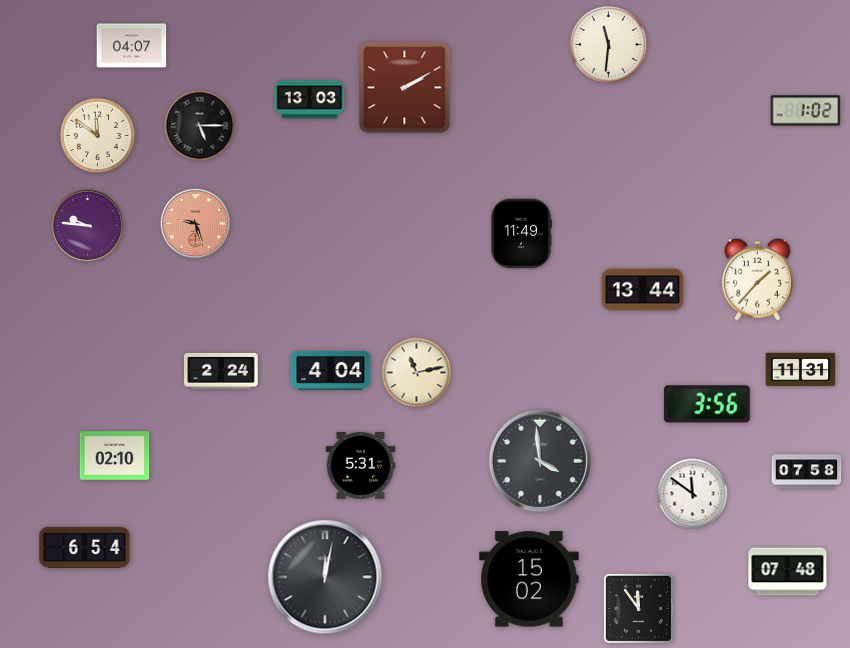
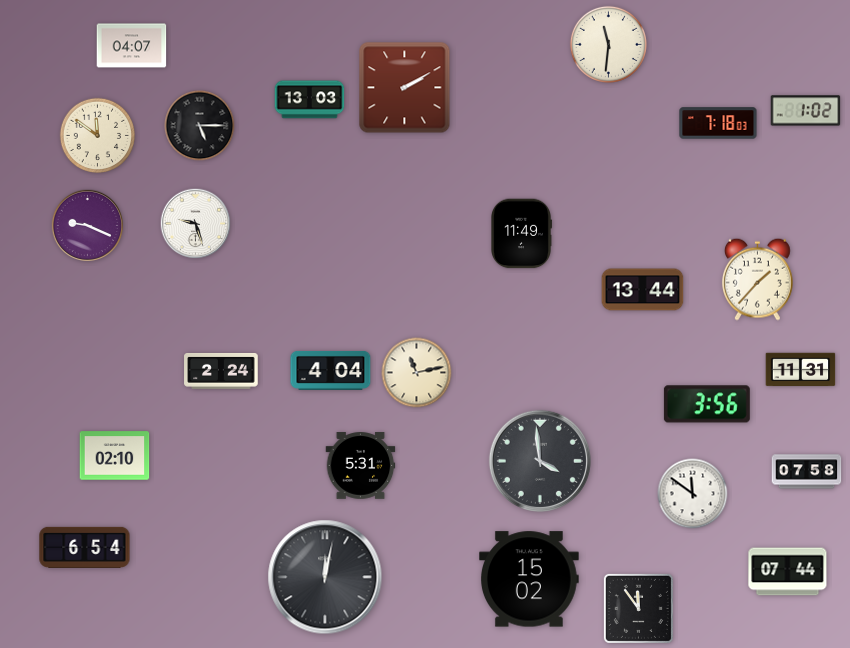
clock at (718, 123): none -> 7:18
clock at (196, 224) dial: salmon -> white
clock at (87, 225): 9:46 -> 9:19
clock at (788, 572): 07:48 -> 07:44
